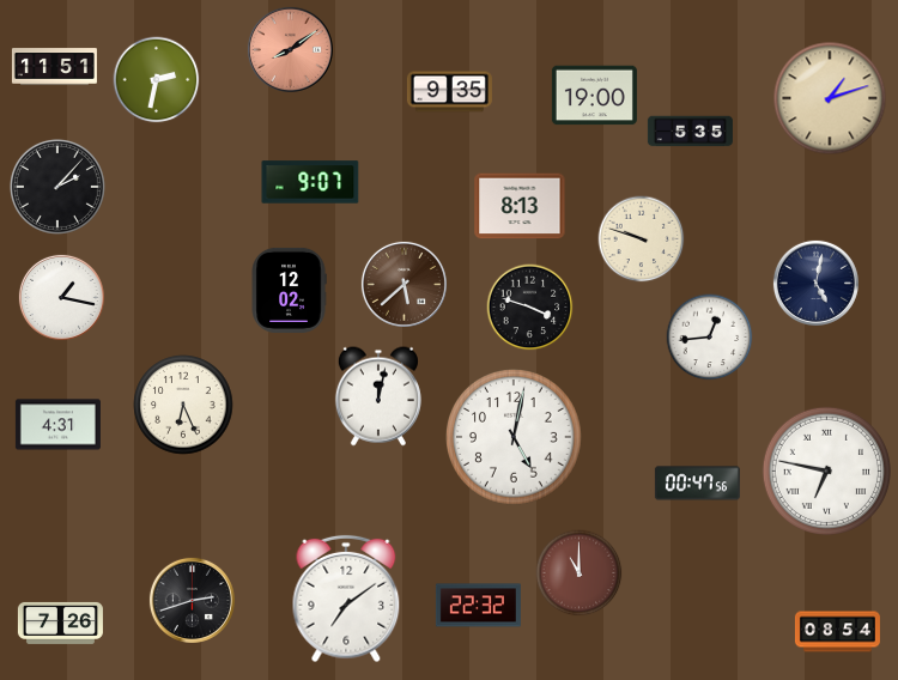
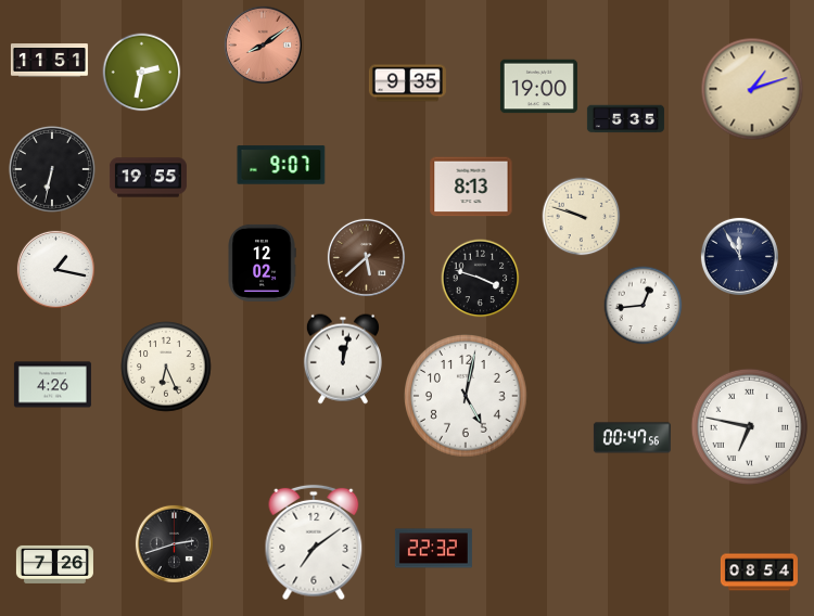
clock at (57, 187): 2:07 -> 6:32
clock at (148, 178): none -> 19:55
clock at (815, 283): 5:02 -> 11:55
clock at (57, 425): 4:31 -> 4:26
clock at (580, 573): 11:00 -> none
